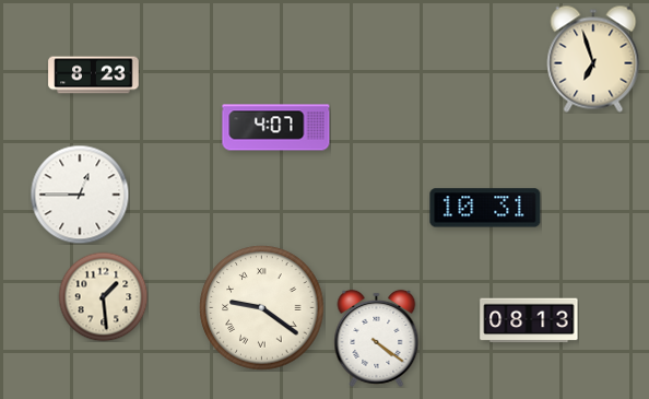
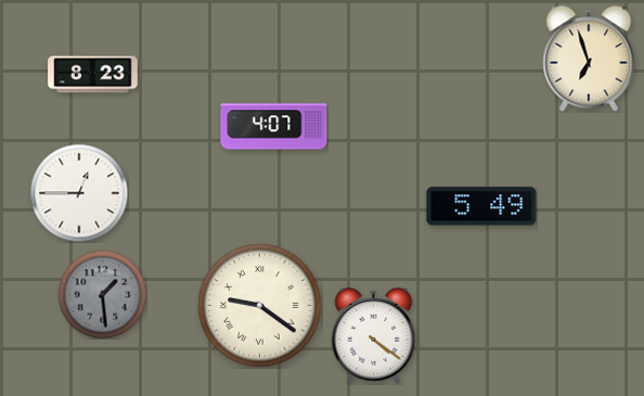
clock at (485, 208): 10:31 -> 5:49
clock at (103, 296) dial: cream -> grey
clock at (529, 320): 08:13 -> none
